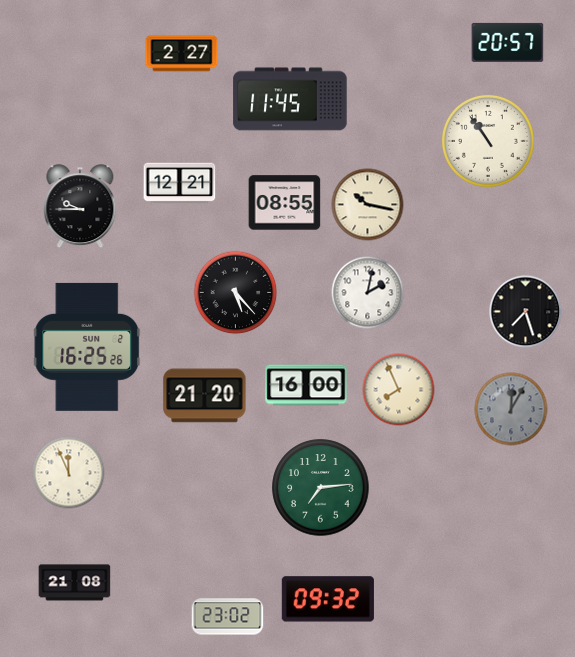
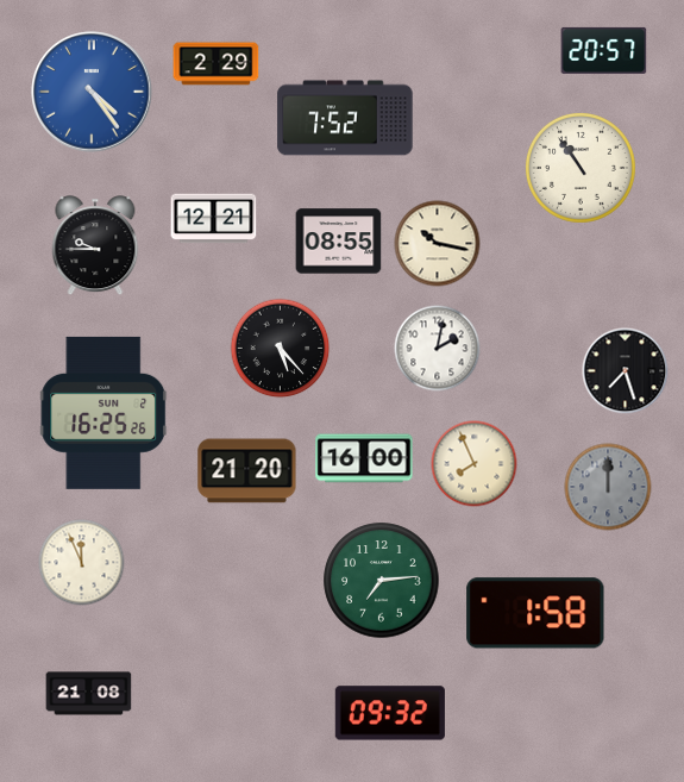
clock at (182, 54): 2:27 -> 2:29
clock at (92, 92): none -> 4:24
clock at (290, 99): 11:45 -> 7:52
clock at (205, 396) position: (205, 396) -> (247, 471)
clock at (511, 409): 12:05 -> 12:00
clock at (535, 613): none -> 1:58
clock at (228, 617): 23:02 -> none
